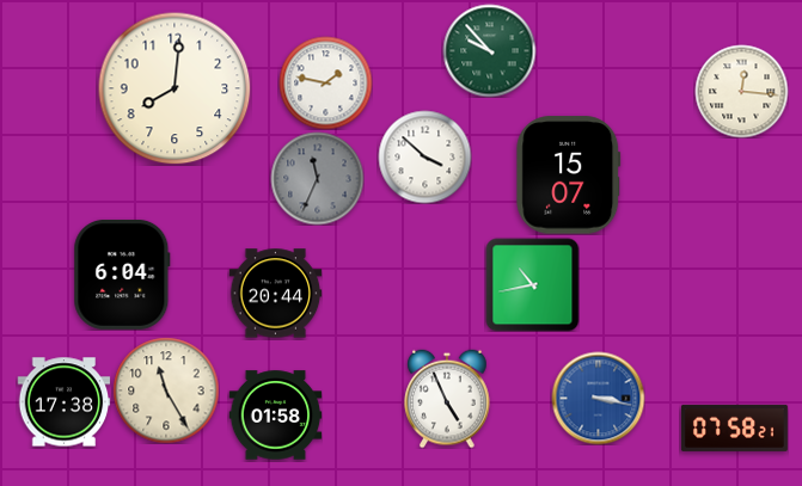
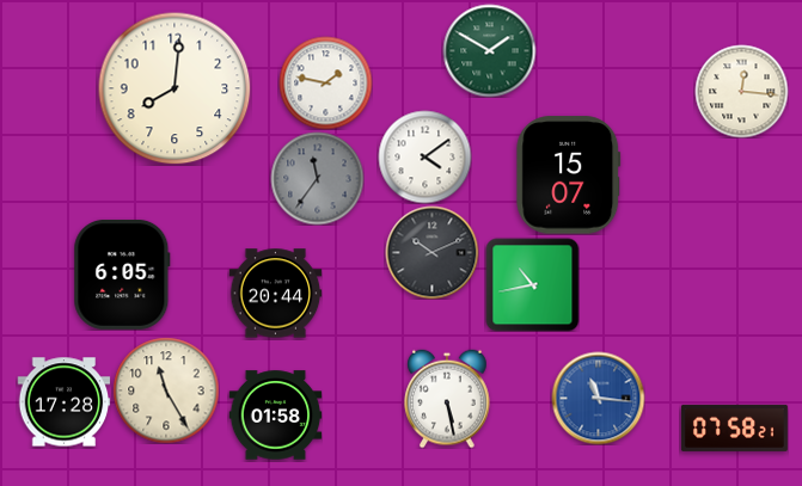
clock at (489, 50): 9:53 -> 1:50
clock at (424, 156): 3:52 -> 4:09
clock at (317, 178): 11:34 -> 11:36
clock at (431, 252): none -> 10:11
clock at (122, 275): 6:04 -> 6:05
clock at (598, 398): 3:17 -> 11:16
clock at (447, 399): 4:56 -> 5:28
clock at (63, 402): 17:38 -> 17:28
